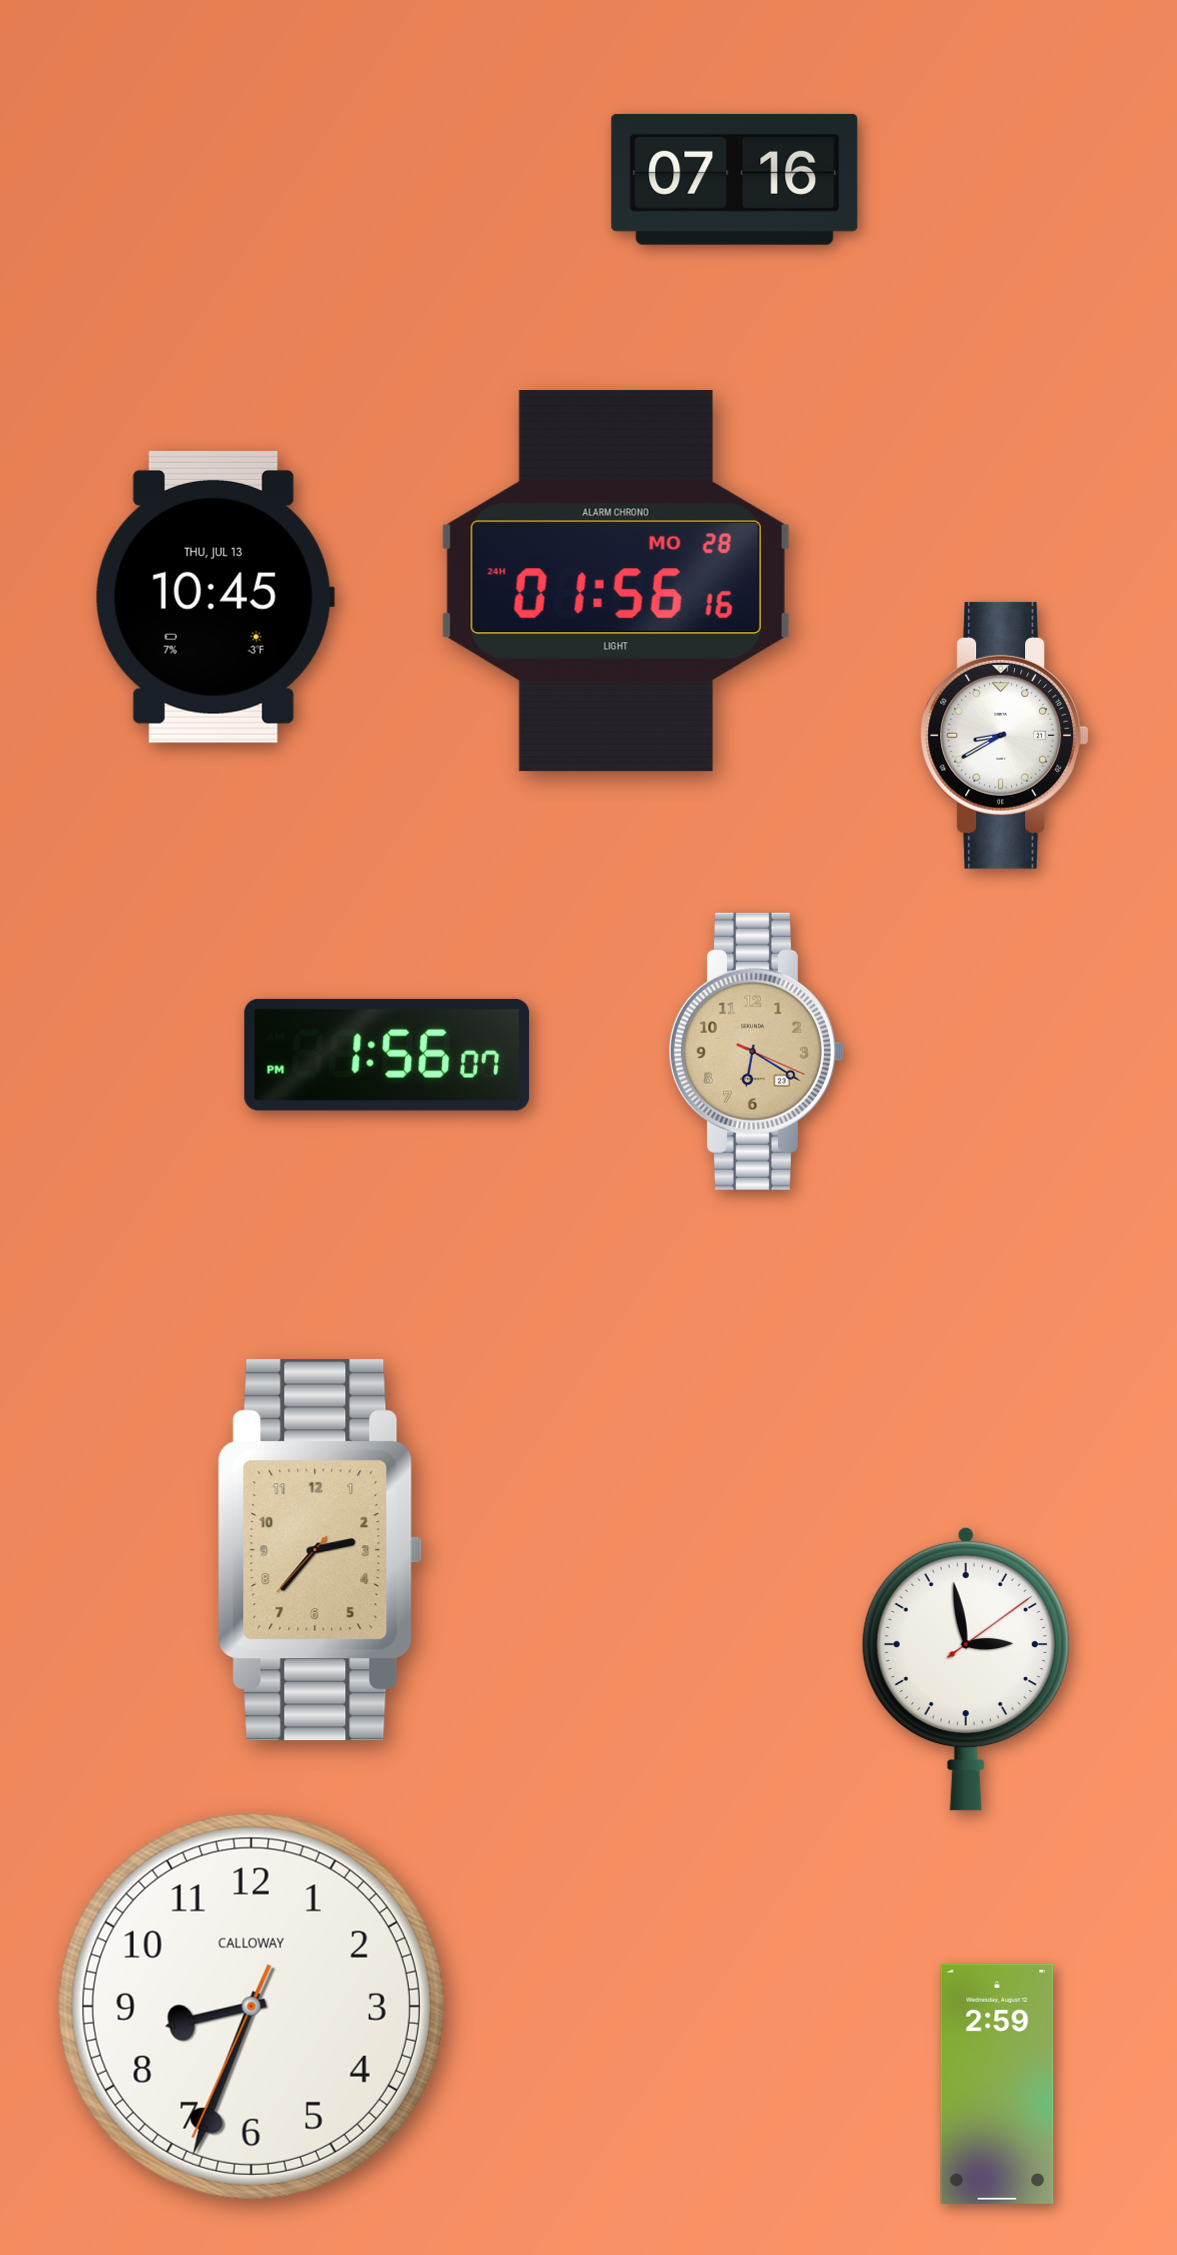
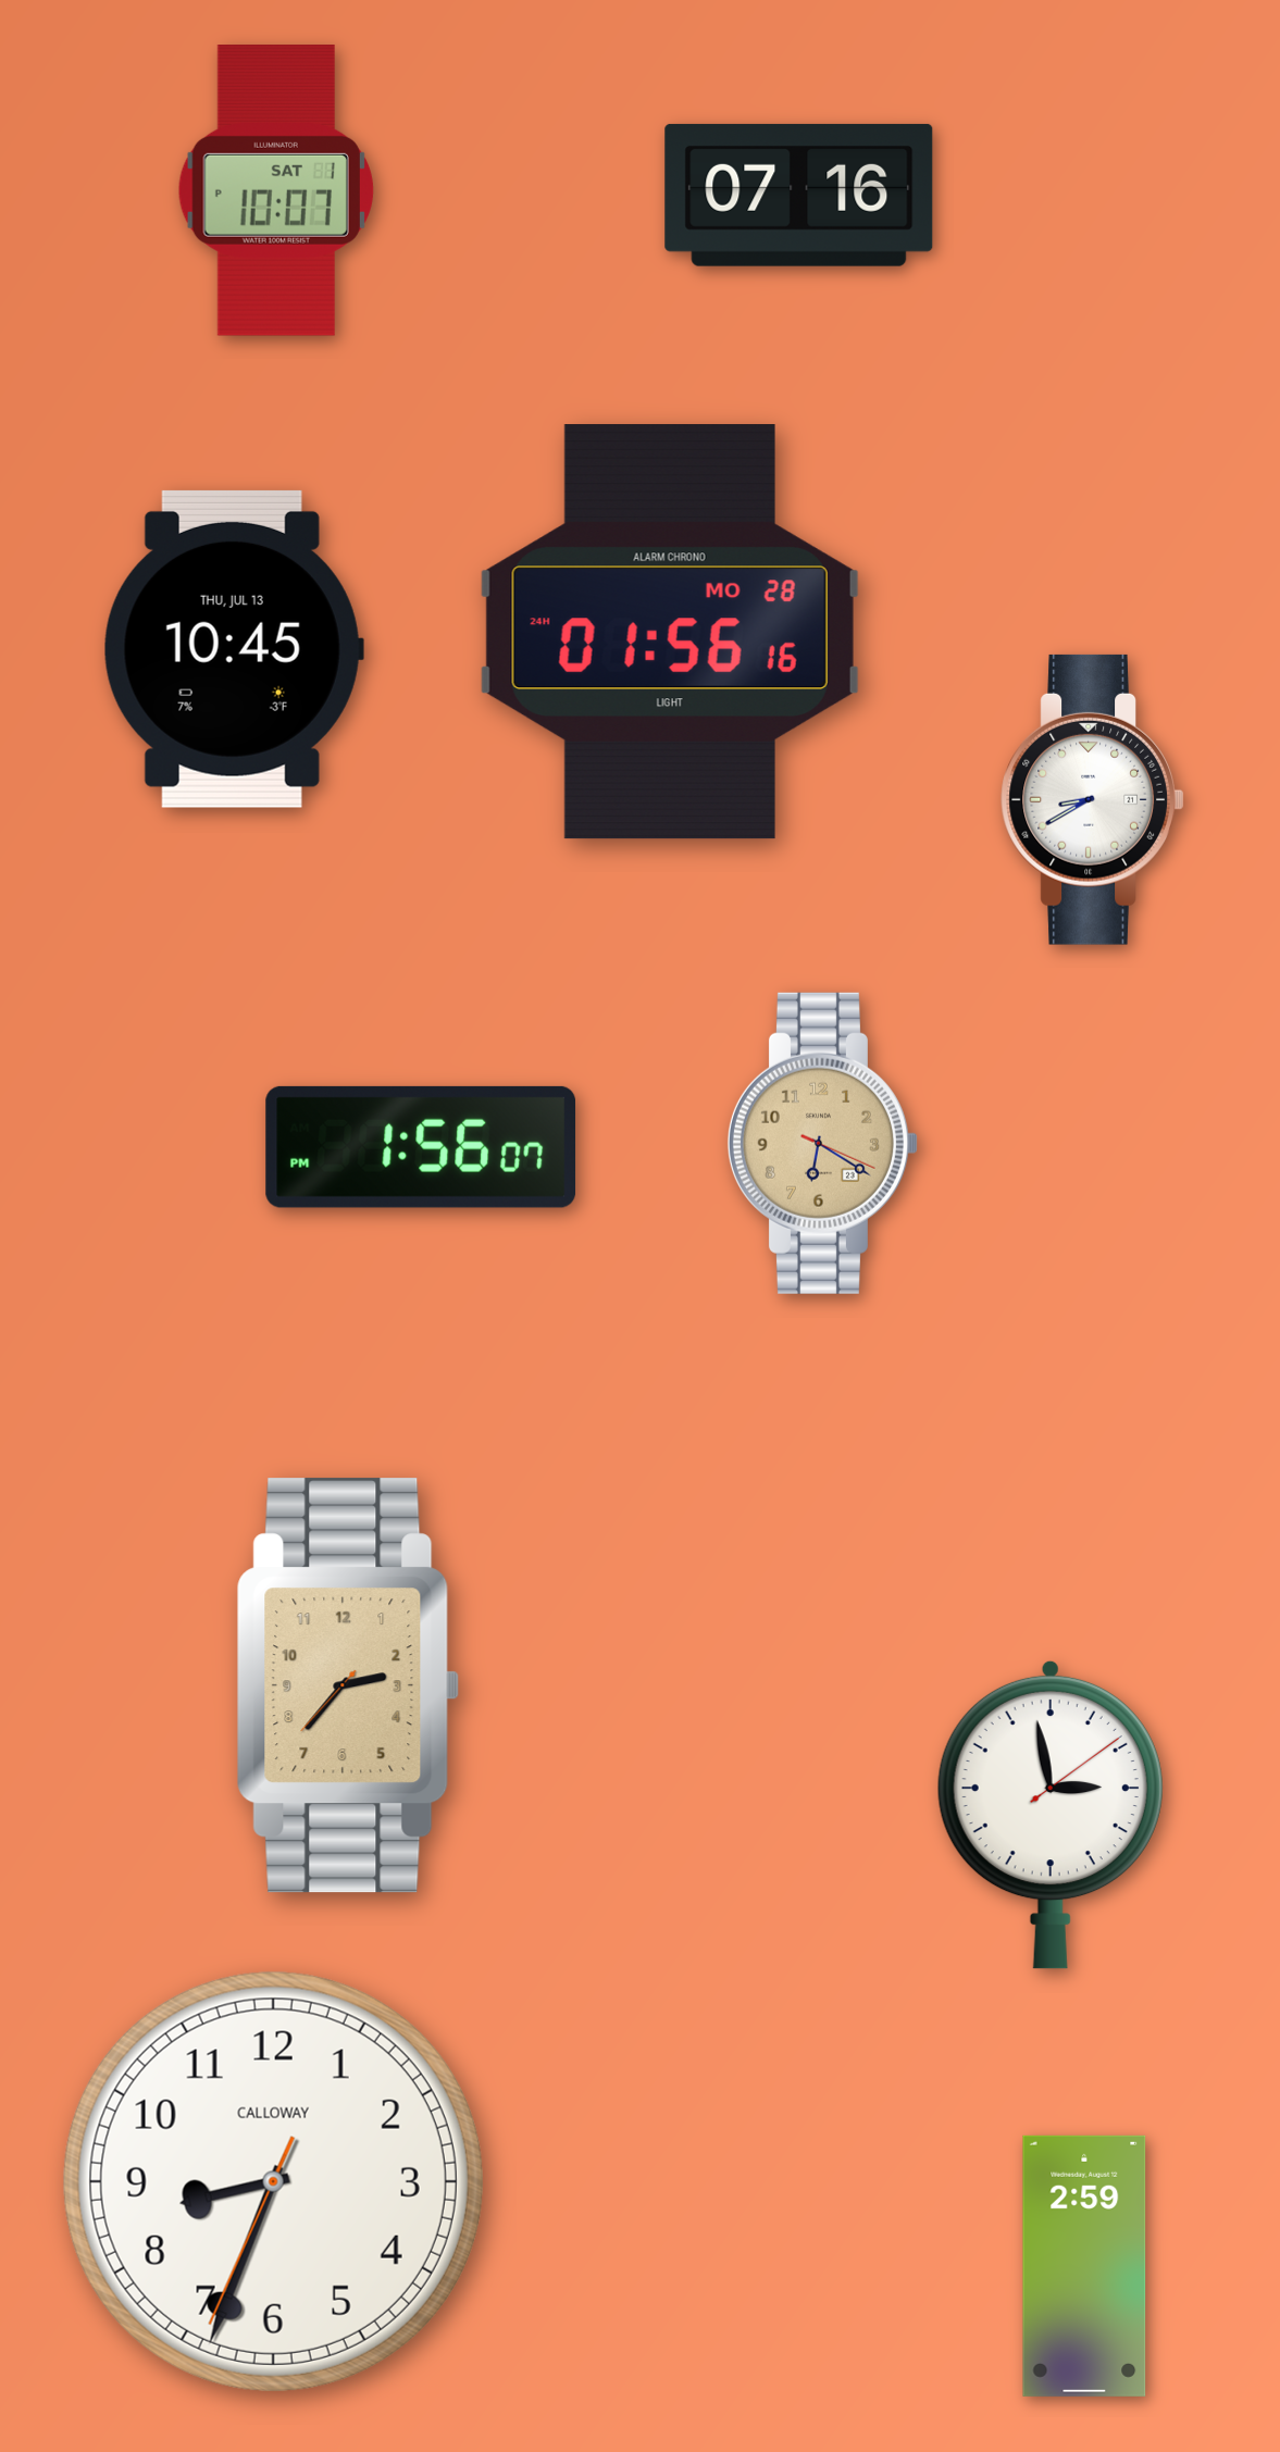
clock at (276, 191): none -> 10:07
